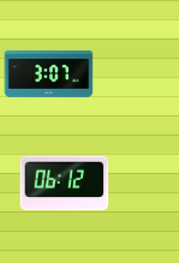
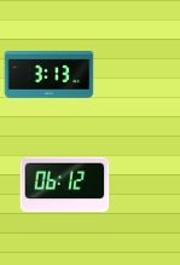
clock at (49, 74): 3:07 -> 3:13
